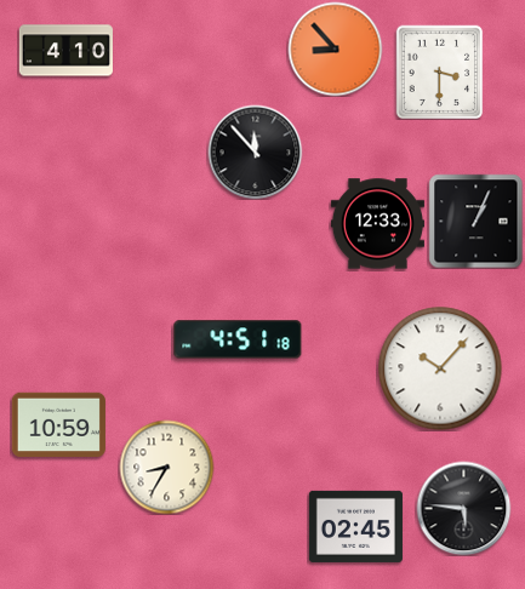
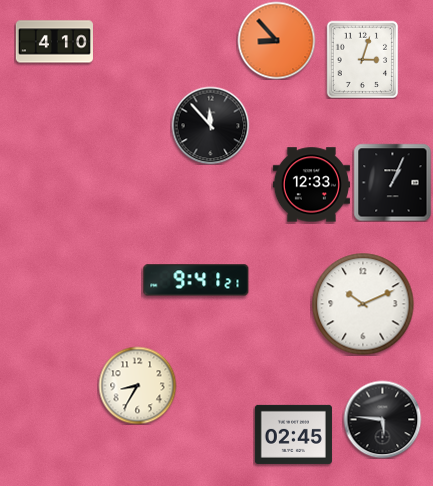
clock at (440, 72): 3:30 -> 3:03
clock at (238, 339): 4:51 -> 9:41
clock at (440, 368): 10:07 -> 10:11
clock at (58, 424): 10:59 -> none
